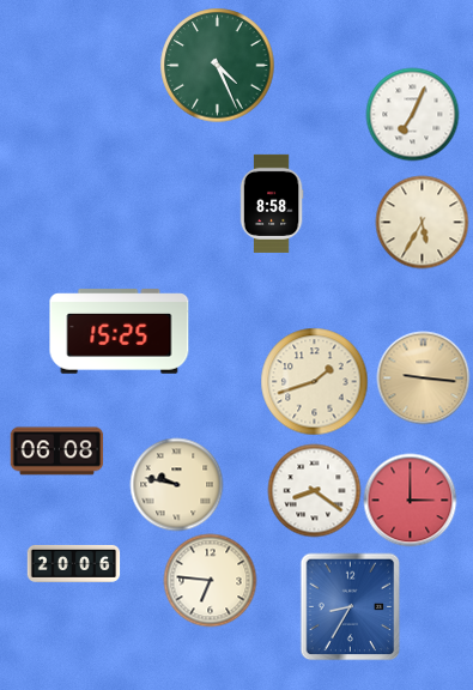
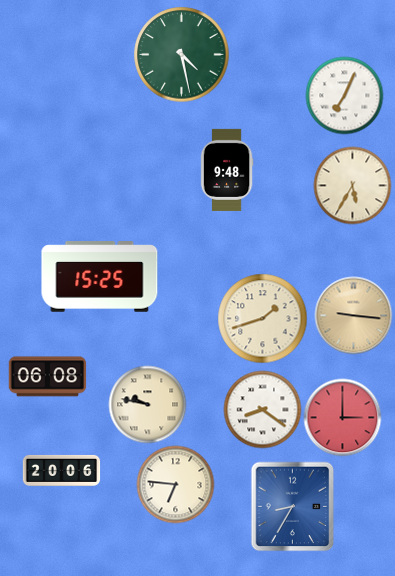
clock at (217, 65): 4:26 -> 4:28
clock at (272, 204): 8:58 -> 9:48
